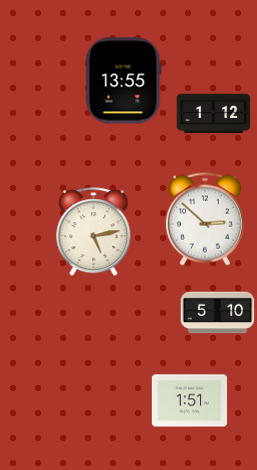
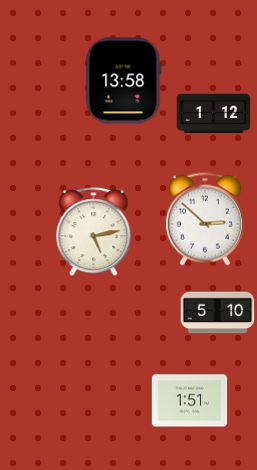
clock at (124, 81): 13:55 -> 13:58
